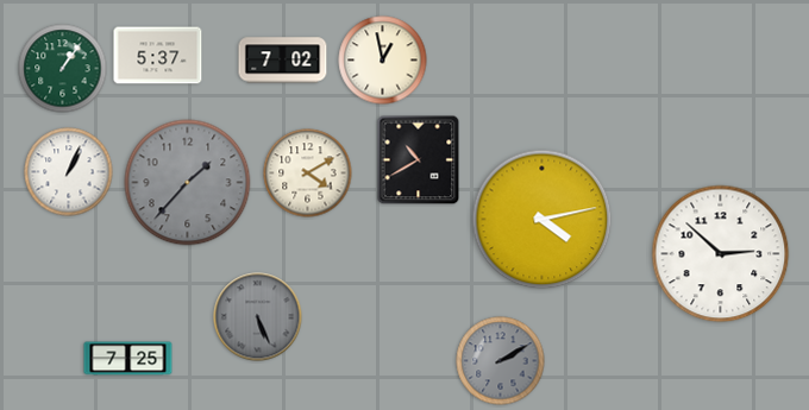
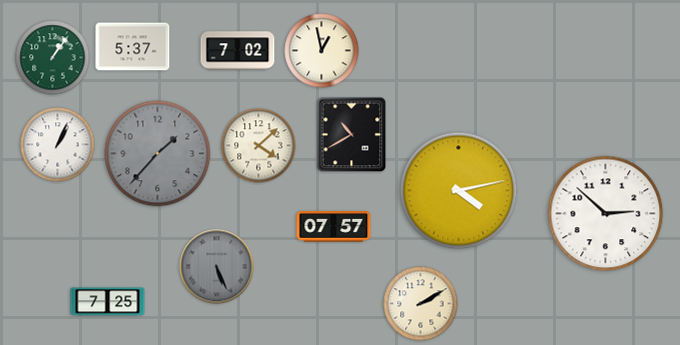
clock at (308, 174): 4:10 -> 4:08
clock at (543, 220) position: (543, 220) -> (459, 191)
clock at (334, 227): none -> 07:57
clock at (501, 361) dial: grey -> cream
